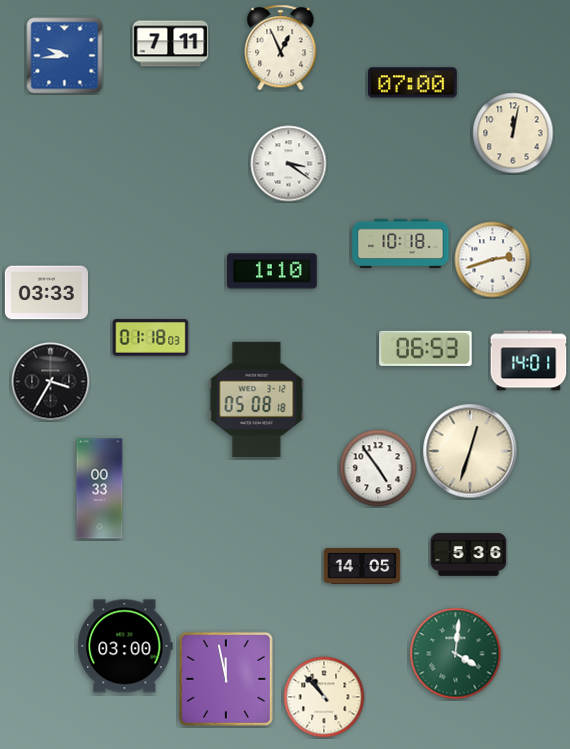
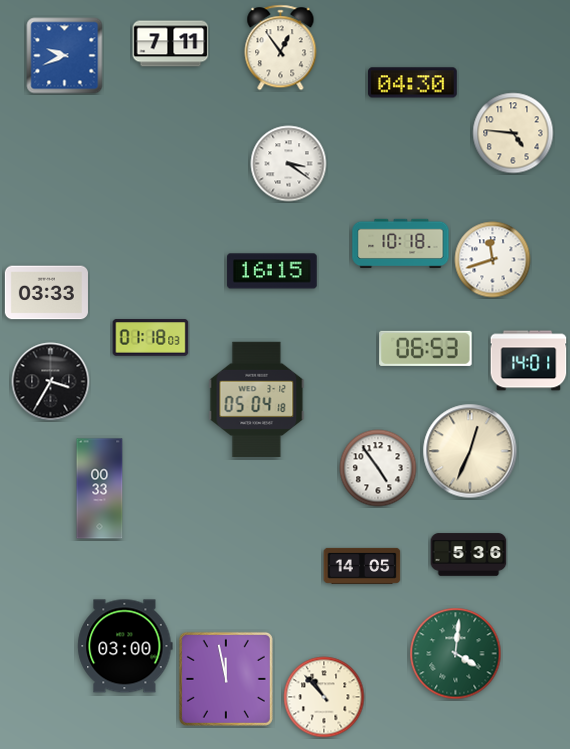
clock at (281, 48): 12:56 -> 12:54
clock at (65, 56): 9:44 -> 9:41
clock at (413, 83): 07:00 -> 04:30
clock at (513, 133): 12:02 -> 4:46
clock at (493, 260): 2:42 -> 11:42
clock at (272, 271): 1:10 -> 16:15
clock at (257, 399): 05:08 -> 05:04
clock at (470, 451): 12:33 -> 12:34
